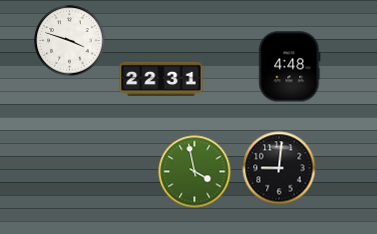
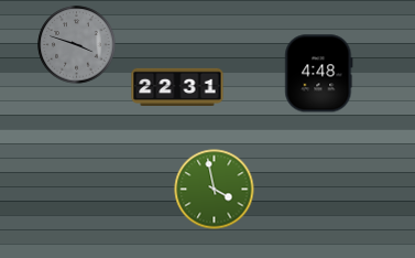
clock at (70, 41) dial: white -> grey
clock at (279, 168): 9:01 -> none
